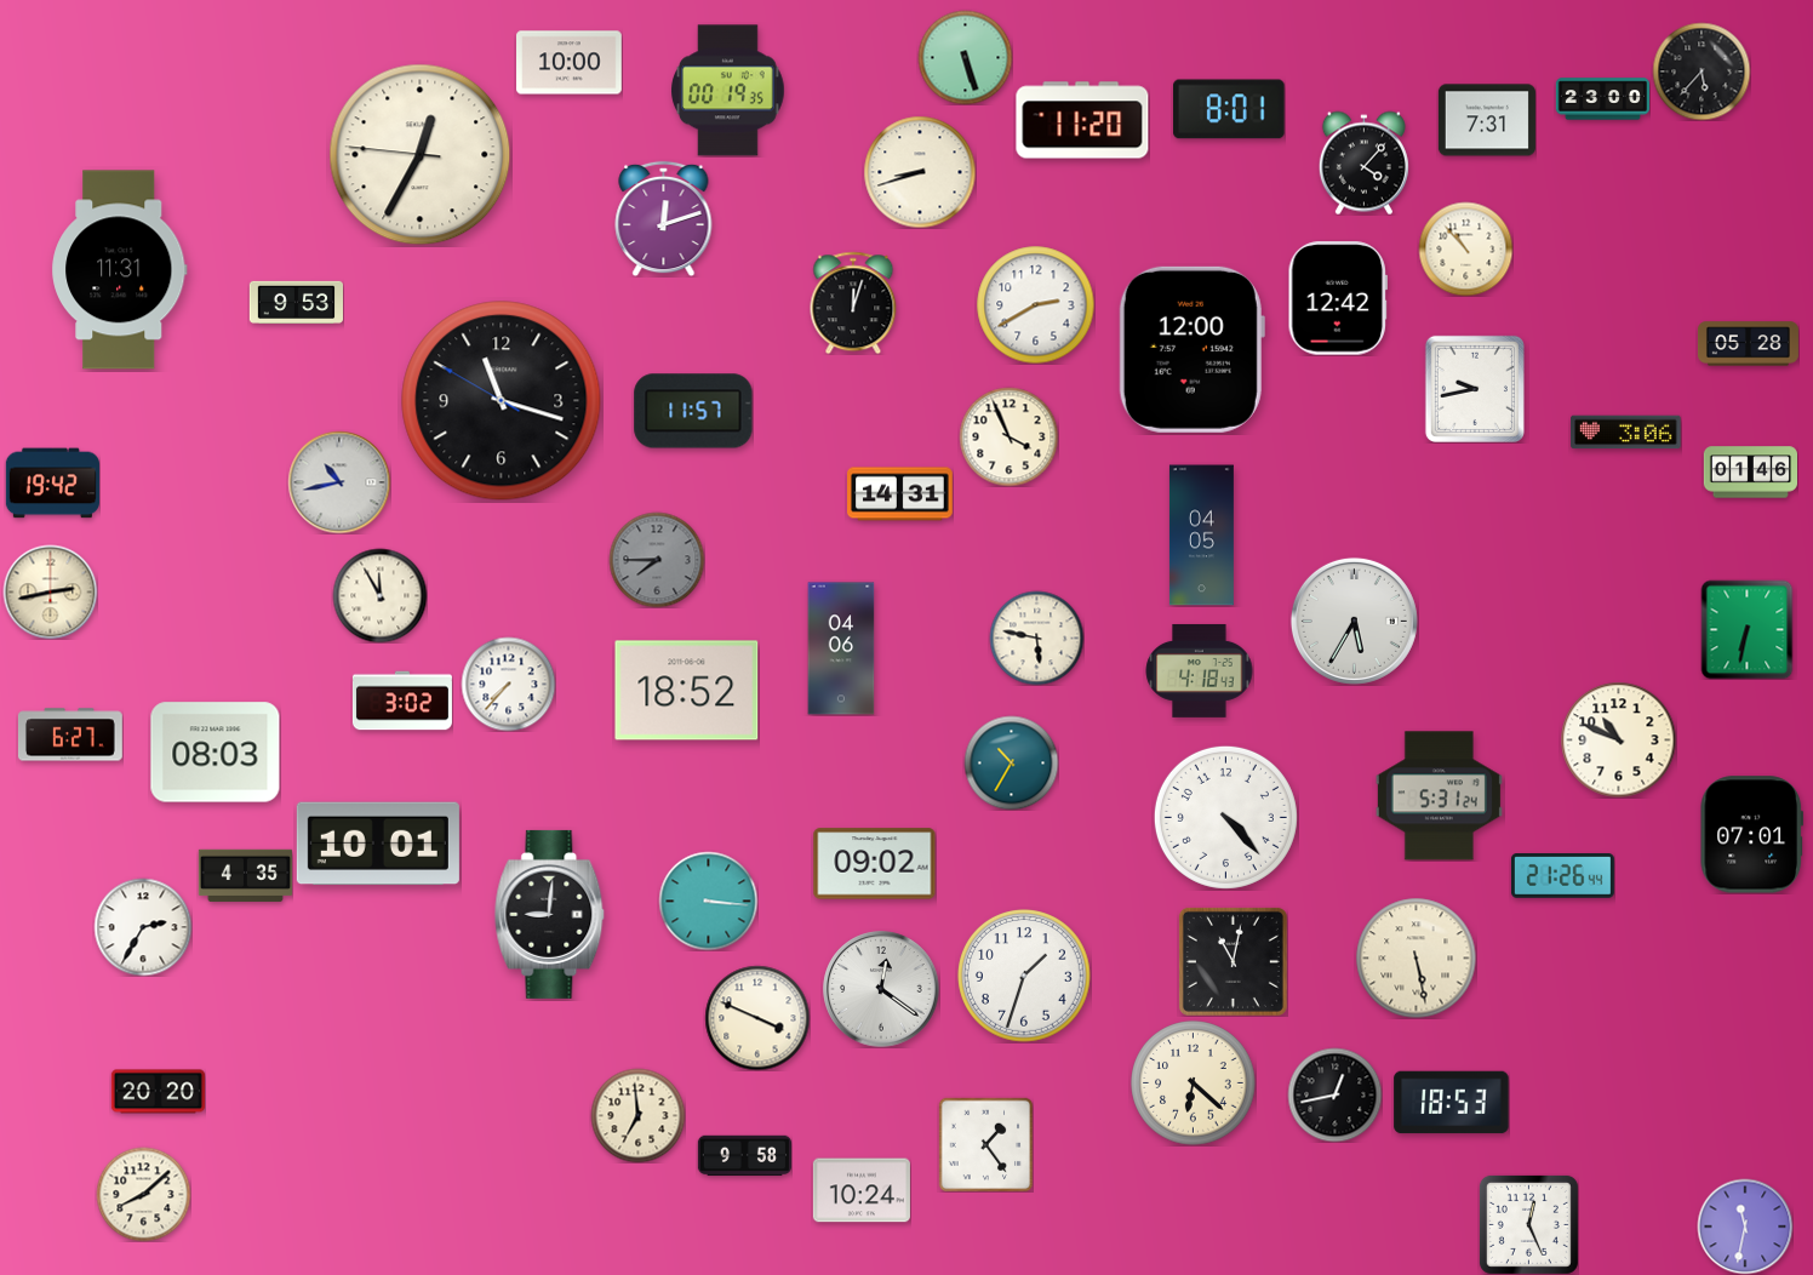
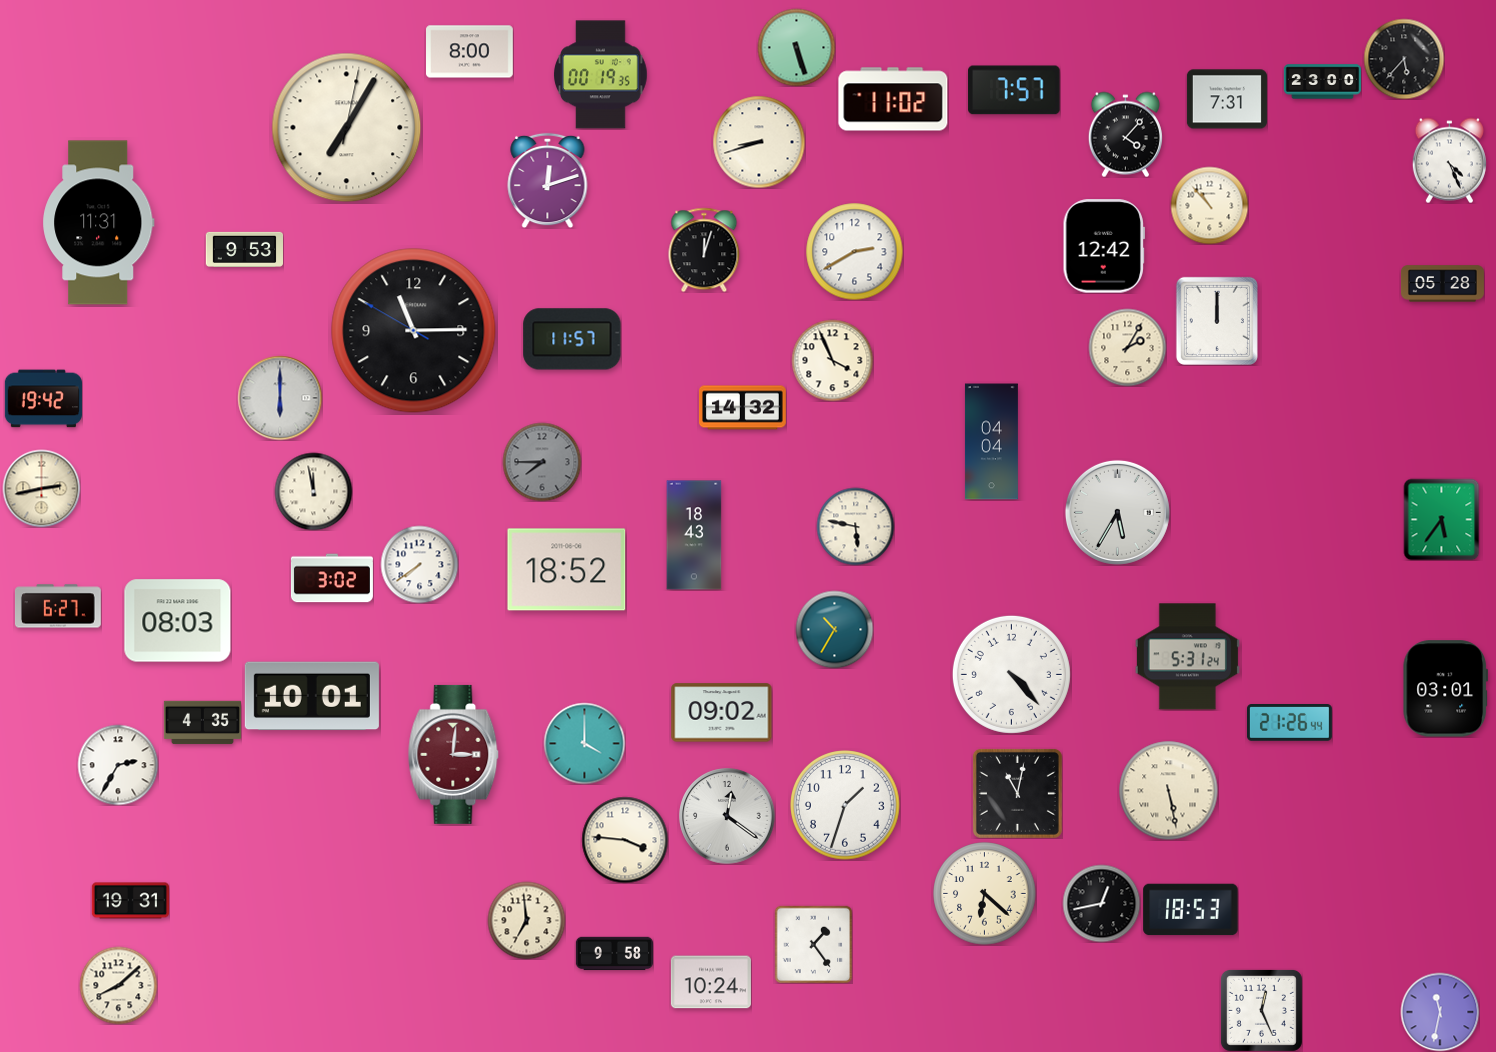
clock at (570, 63): 10:00 -> 8:00
clock at (1229, 109): 8:01 -> 7:57
clock at (1082, 120): 11:20 -> 11:02
clock at (421, 155): 12:34 -> 7:05
clock at (1449, 160): none -> 4:26
clock at (1191, 349): 12:00 -> none
clock at (1475, 389): 9:43 -> 12:00
clock at (502, 401): 11:17 -> 11:14
clock at (1127, 347): none -> 2:05
clock at (1626, 433): 3:06 -> none
clock at (1750, 473): 01:46 -> none
clock at (339, 482): 10:43 -> 6:00
clock at (900, 494): 14:31 -> 14:32
clock at (1201, 536): 04:05 -> 04:04
clock at (379, 595): 11:55 -> 11:58
clock at (1748, 629): 6:32 -> 5:36
clock at (841, 648): 04:06 -> 18:43
clock at (1199, 670): 4:18 -> none
clock at (508, 684): 7:37 -> 7:39
clock at (1618, 739): 10:49 -> none
clock at (1751, 835): 07:01 -> 03:01
clock at (708, 900): 3:16 -> 4:00
clock at (550, 914): 9:01 -> 3:01
clock at (550, 914) dial: black -> burgundy
clock at (757, 1018): 3:49 -> 3:46
clock at (158, 1092): 20:20 -> 19:31
clock at (1452, 1103) position: (1452, 1103) -> (1191, 910)
